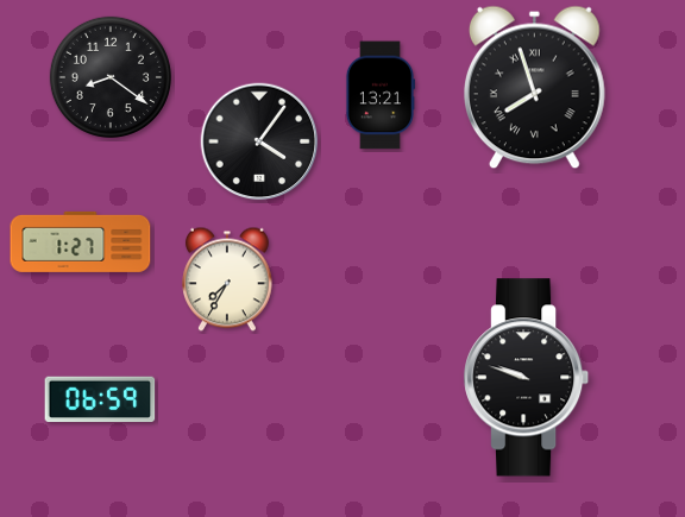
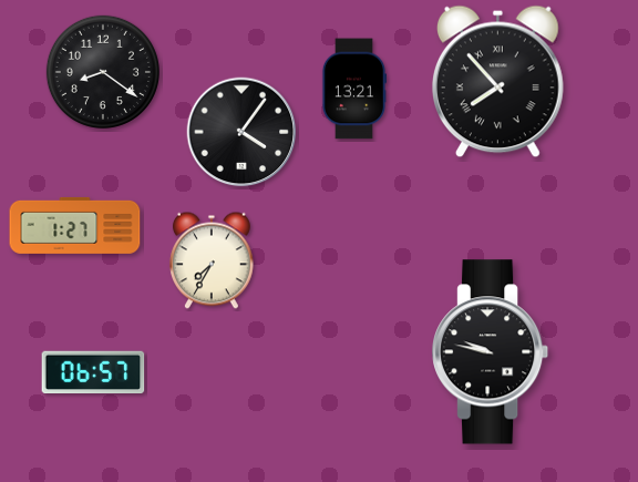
clock at (534, 88): 7:57 -> 7:53
clock at (527, 378): 9:48 -> 9:47
clock at (100, 399): 06:59 -> 06:57
